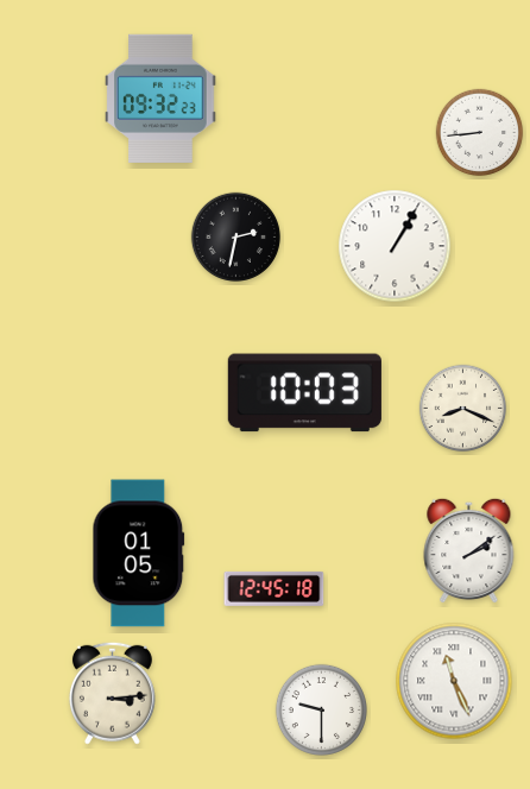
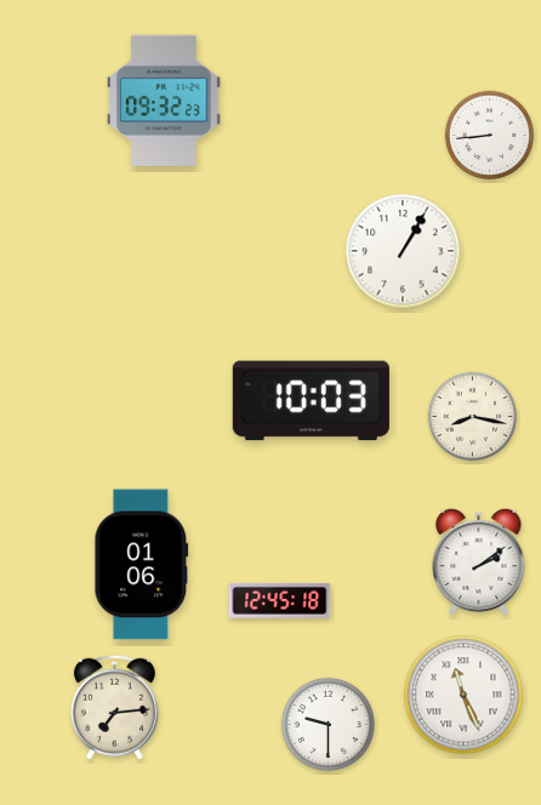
clock at (236, 238): 2:32 -> none
clock at (463, 409): 8:19 -> 8:17
clock at (139, 554): 01:05 -> 01:06
clock at (112, 693): 3:14 -> 7:14
